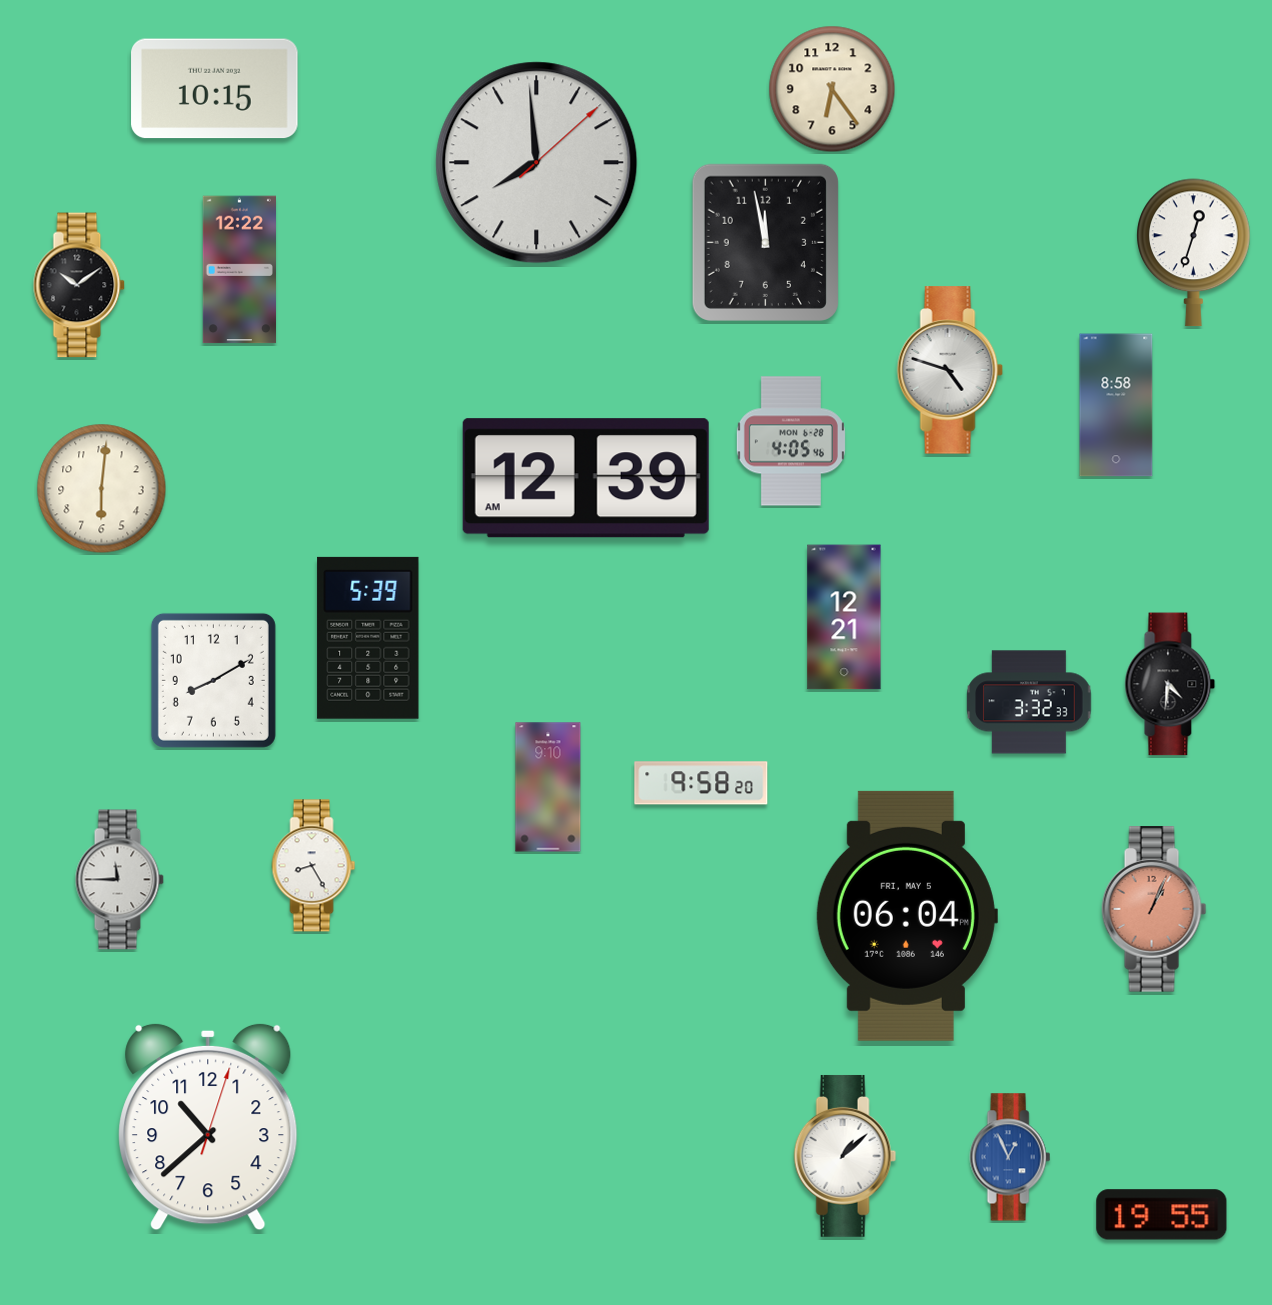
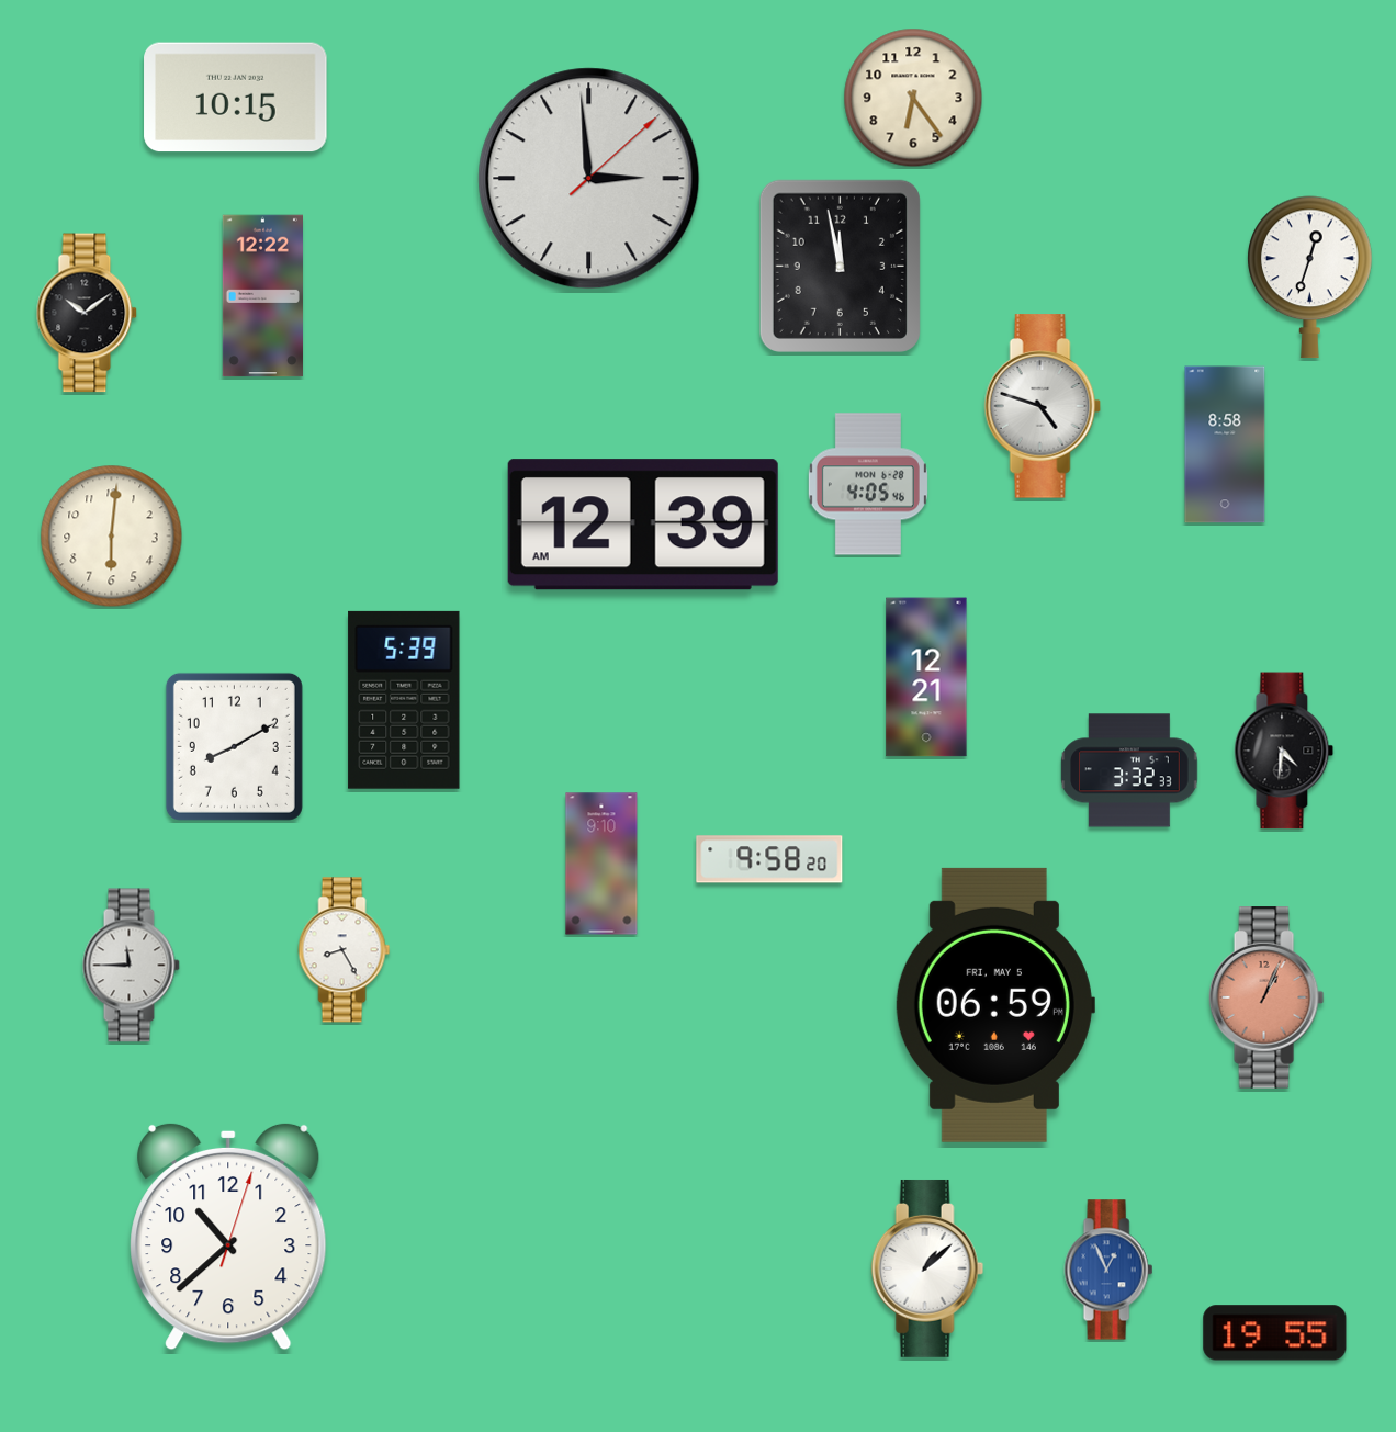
clock at (537, 163): 7:59 -> 2:59
clock at (907, 916): 06:04 -> 06:59
